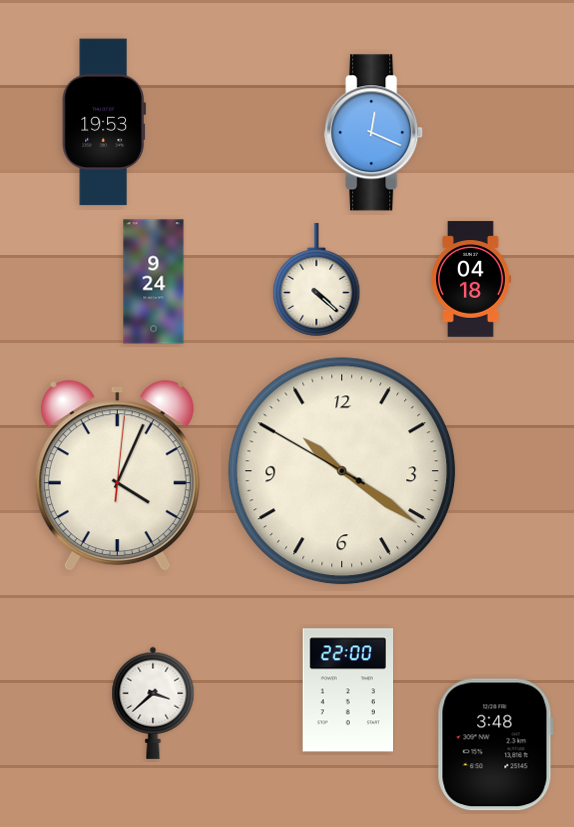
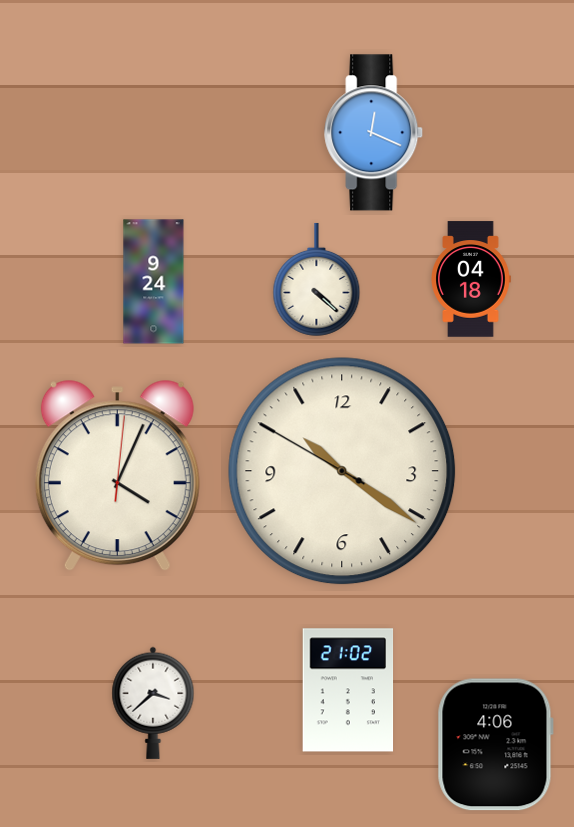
clock at (104, 122): 19:53 -> none
clock at (348, 690): 22:00 -> 21:02
clock at (495, 745): 3:48 -> 4:06
